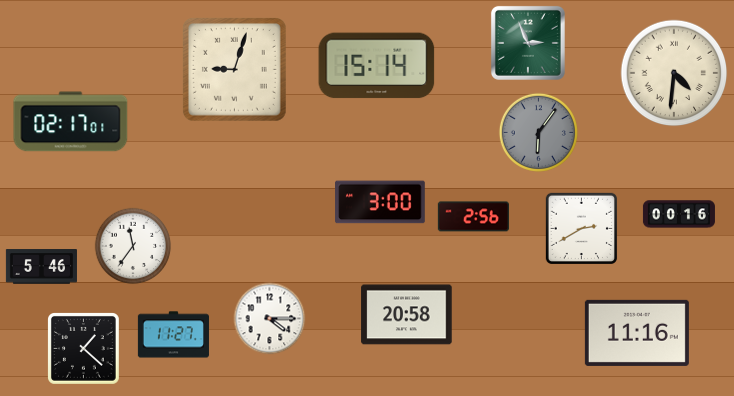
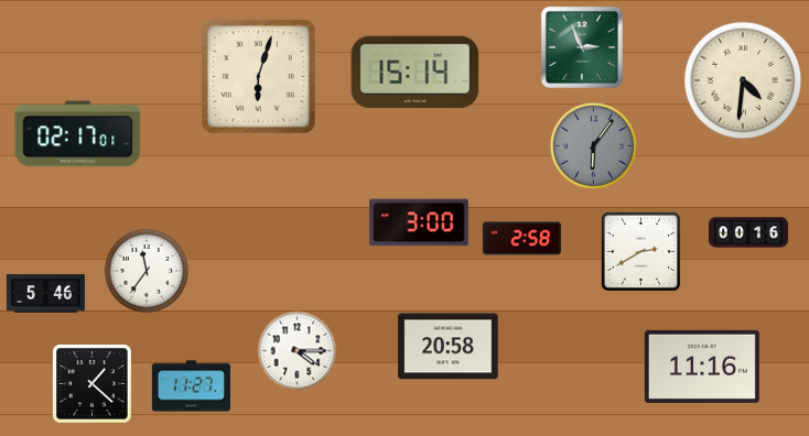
clock at (234, 69): 9:03 -> 6:03
clock at (679, 214) position: (679, 214) -> (748, 232)
clock at (473, 217): 2:56 -> 2:58
clock at (173, 335) position: (173, 335) -> (191, 386)
